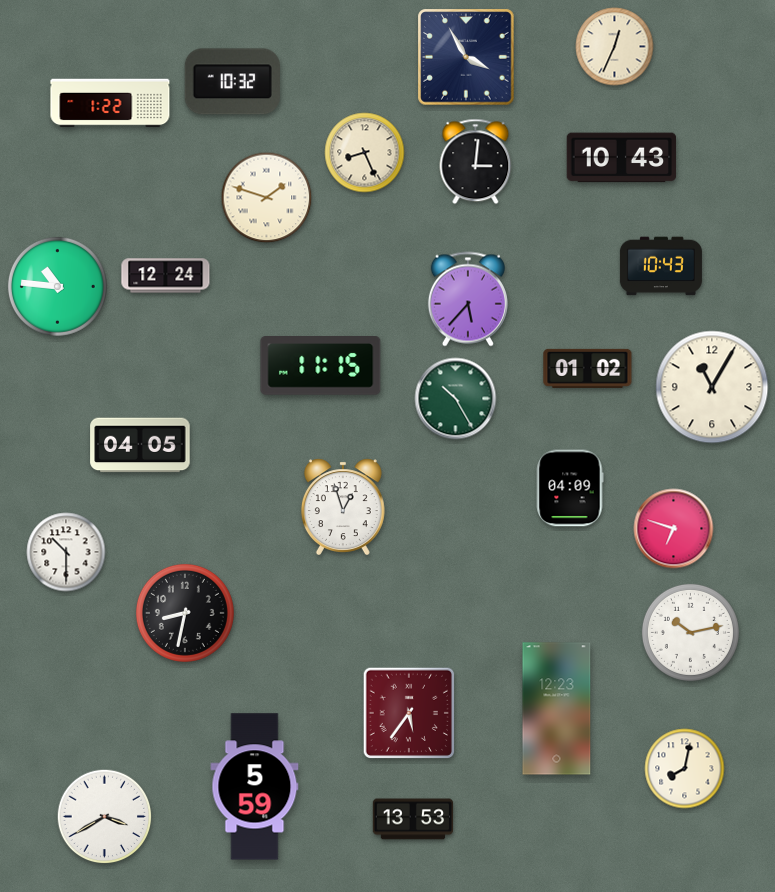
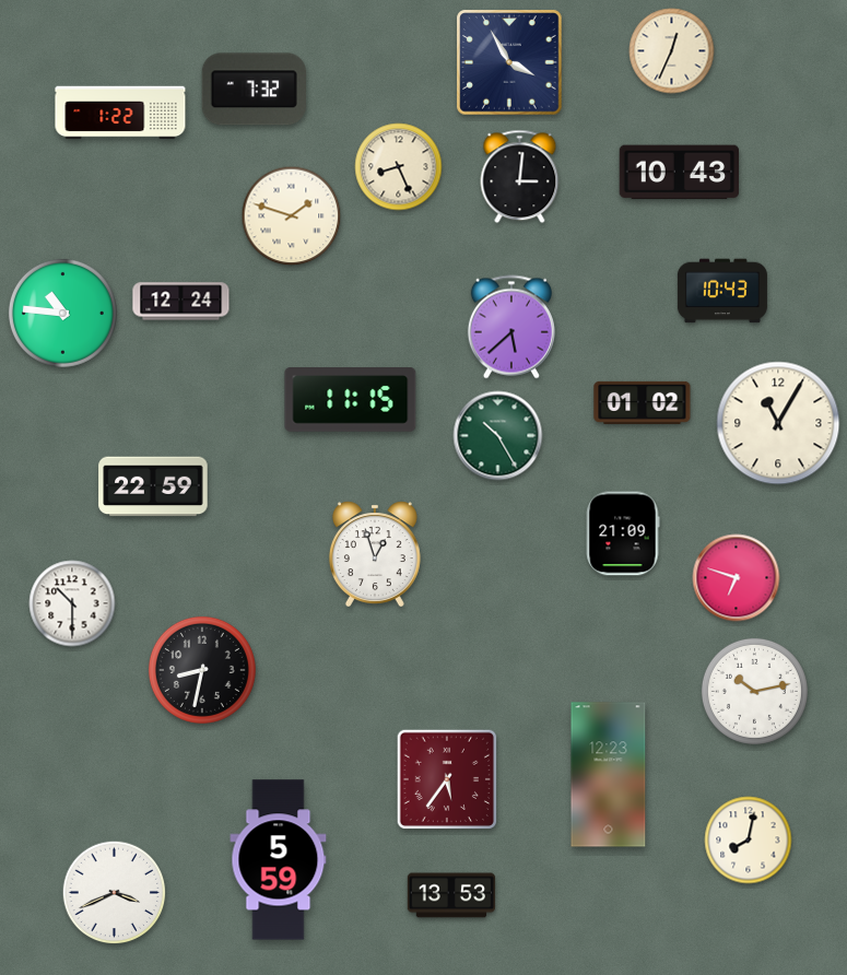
clock at (232, 82): 10:32 -> 7:32
clock at (468, 299): 5:37 -> 5:38
clock at (140, 445): 04:05 -> 22:59
clock at (570, 488): 04:09 -> 21:09
clock at (105, 817): 3:40 -> 3:41
